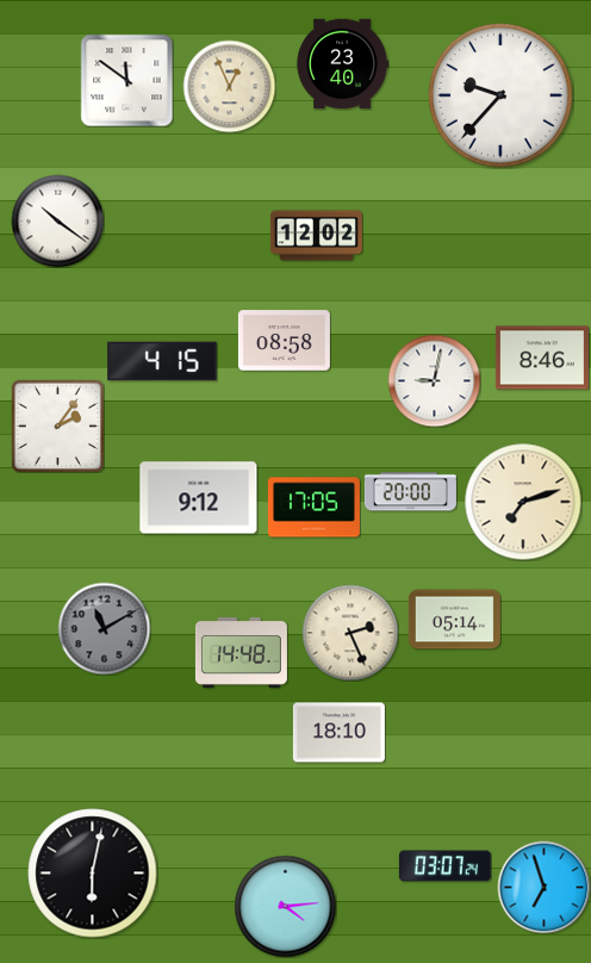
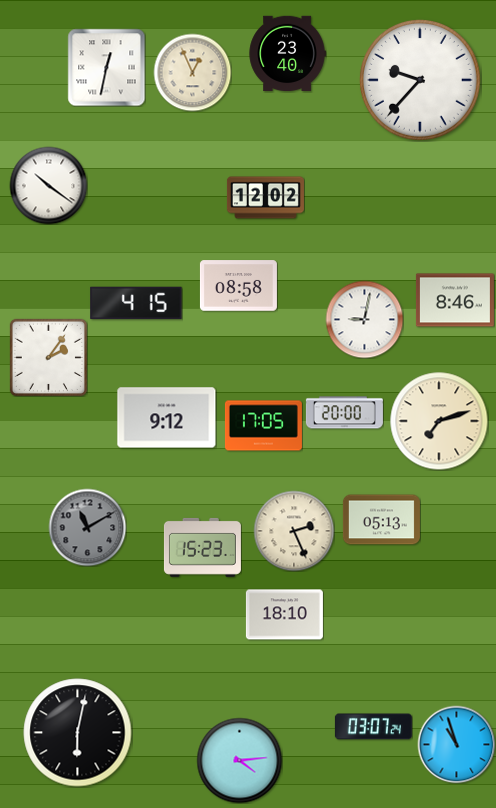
clock at (126, 80): 11:51 -> 12:32
clock at (454, 620): 05:14 -> 05:13
clock at (241, 652): 14:48 -> 15:23
clock at (543, 887): 6:57 -> 10:57
